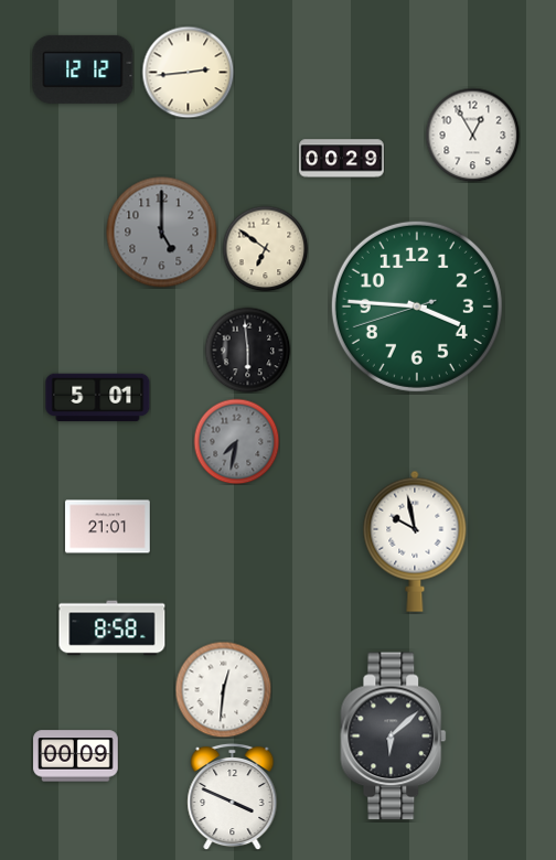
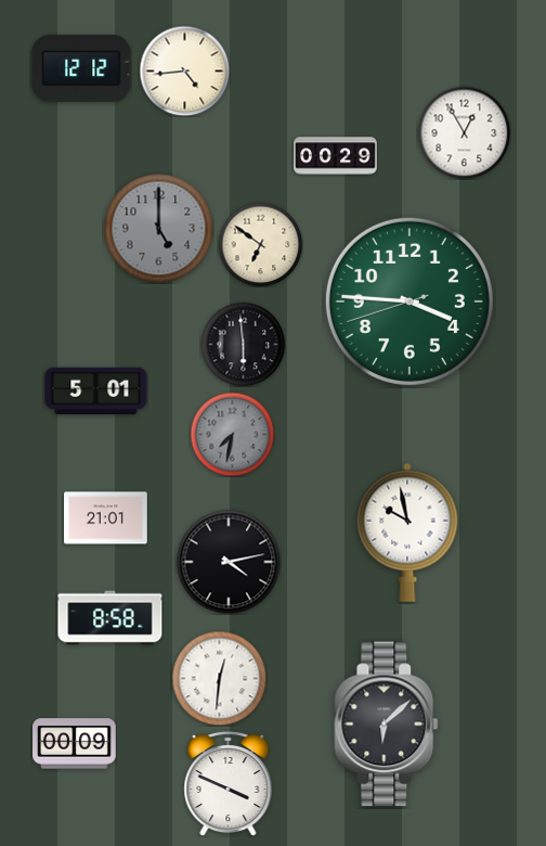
clock at (188, 72): 2:44 -> 4:44
clock at (229, 562): none -> 4:13
